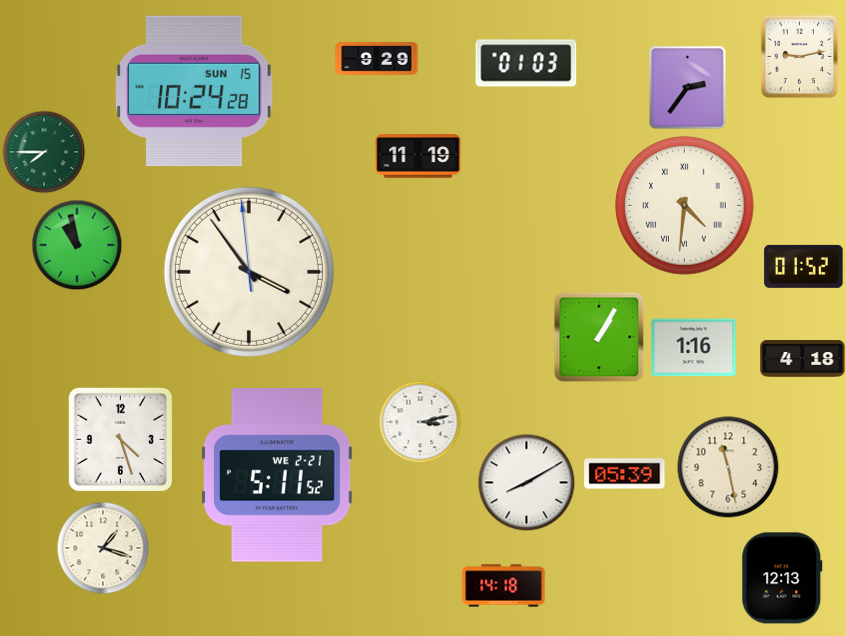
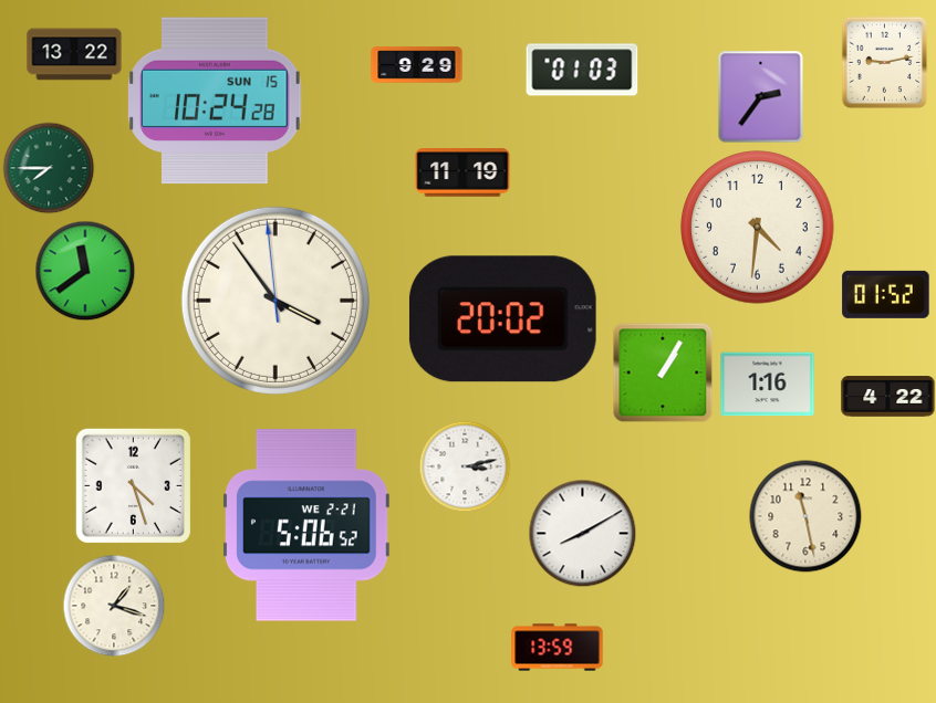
clock at (74, 54): none -> 13:22
clock at (685, 206) numerals: Roman -> Arabic
clock at (77, 245): 10:58 -> 11:39
clock at (804, 266) position: (804, 266) -> (886, 294)
clock at (502, 319): none -> 20:02
clock at (803, 359): 4:18 -> 4:22
clock at (625, 474): 05:39 -> none
clock at (278, 475): 5:11 -> 5:06
clock at (782, 578): 12:13 -> none
clock at (504, 586): 14:18 -> 13:59
